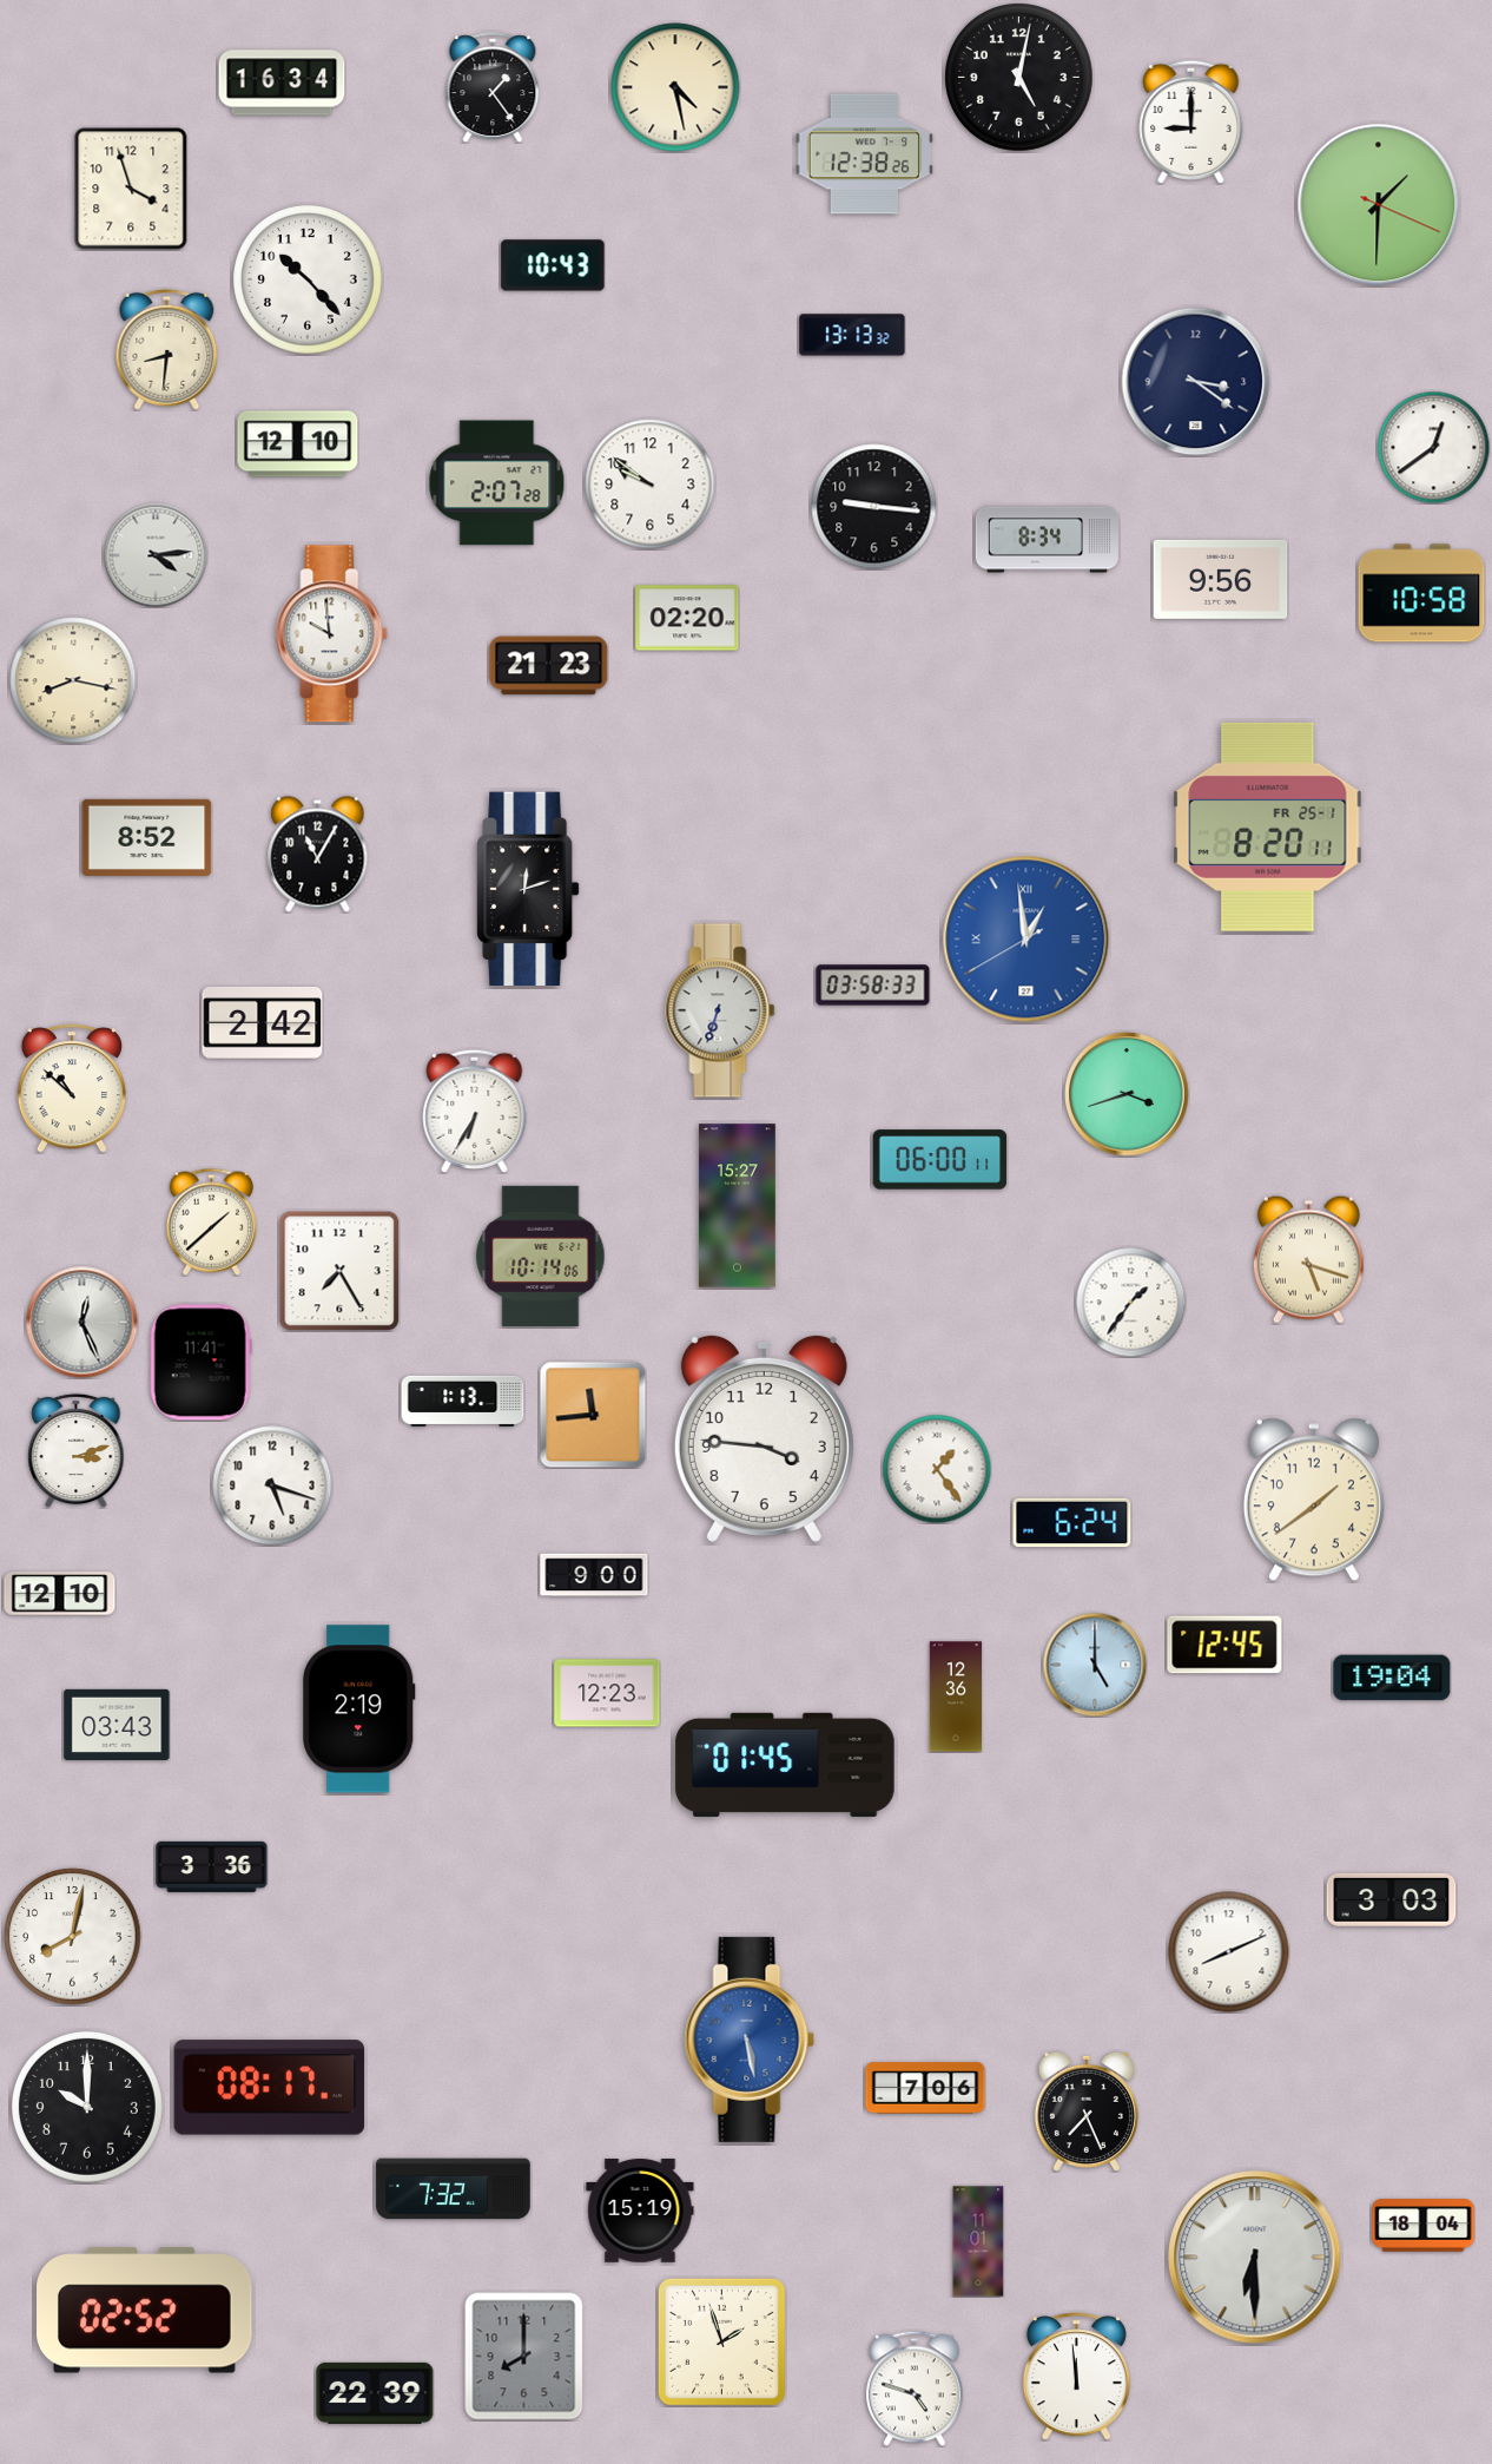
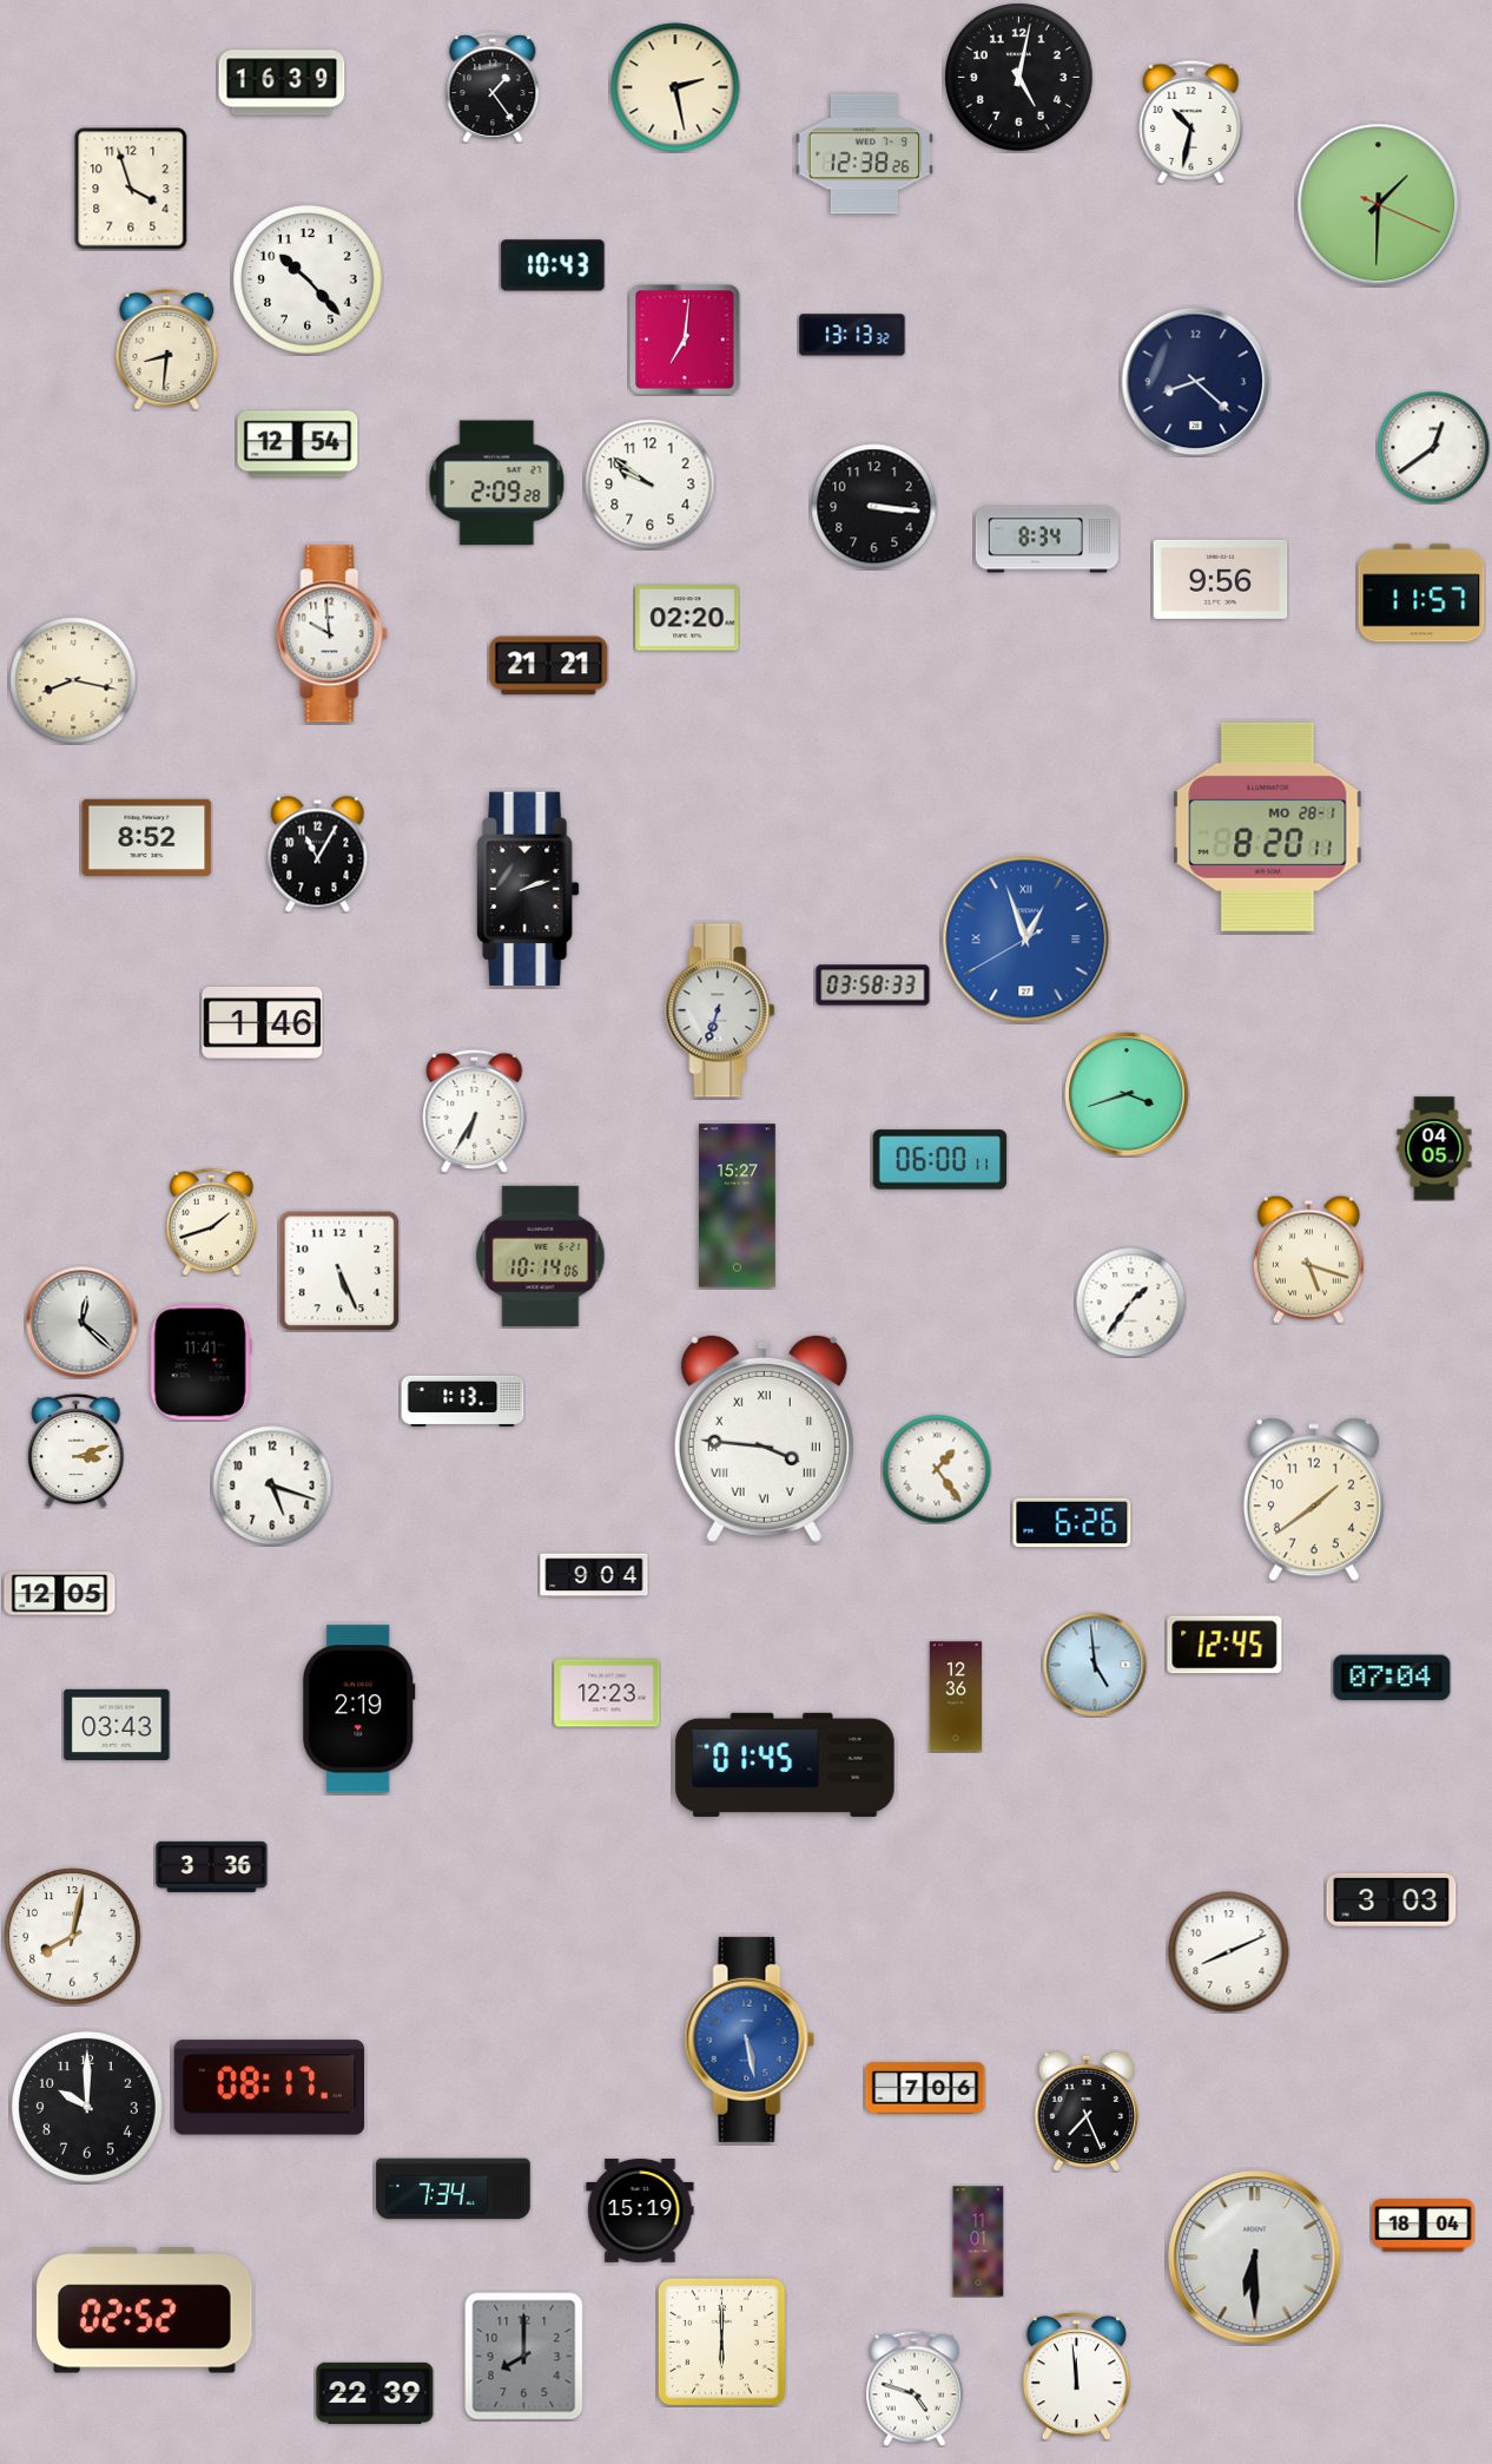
clock at (282, 83): 16:34 -> 16:39
clock at (675, 87): 4:28 -> 2:28
clock at (1191, 121): 9:00 -> 10:32
clock at (686, 341): none -> 7:01
clock at (1196, 382): 3:21 -> 8:22
clock at (298, 444): 12:10 -> 12:54
clock at (497, 483): 2:07 -> 2:09
clock at (874, 507): 9:16 -> 3:16
clock at (156, 555): 4:14 -> none
clock at (1421, 593): 10:58 -> 11:57
clock at (549, 666): 21:23 -> 21:21
clock at (1268, 826) date: FR 25-1 -> MO 28-1
clock at (528, 888): 12:12 -> 2:12
clock at (1026, 940): 12:58 -> 12:56
clock at (263, 1023): 2:42 -> 1:46
clock at (72, 1088): 10:52 -> none
clock at (1434, 1148): none -> 04:05
clock at (211, 1221): 1:38 -> 1:42
clock at (339, 1271): 7:25 -> 5:26
clock at (81, 1322): 12:26 -> 12:22
clock at (593, 1415): 11:44 -> none
clock at (764, 1438) numerals: Arabic -> Roman
clock at (1072, 1523): 6:24 -> 6:26
clock at (594, 1575): 9:00 -> 9:04
clock at (60, 1594): 12:10 -> 12:05
clock at (1095, 1665): 5:00 -> 4:59
clock at (1392, 1678): 19:04 -> 07:04
clock at (454, 2189): 7:32 -> 7:34
clock at (721, 2341): 1:57 -> 6:00
